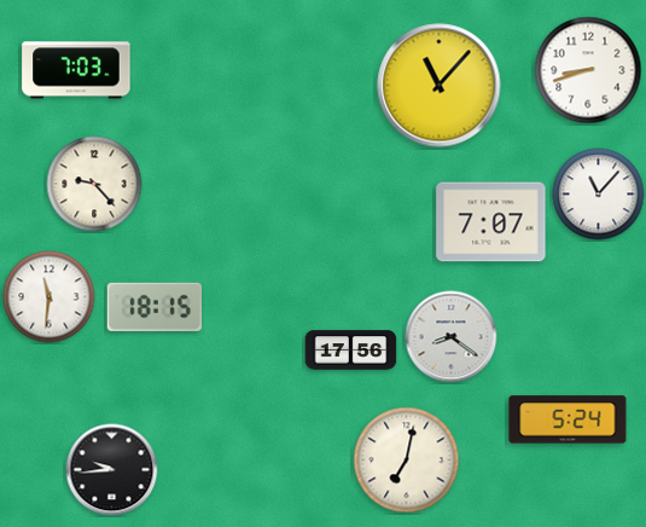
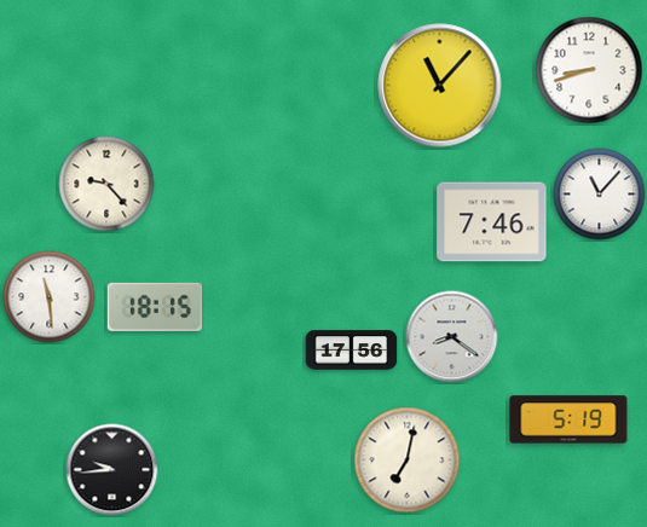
clock at (76, 70): 7:03 -> none
clock at (94, 184) position: (94, 184) -> (106, 184)
clock at (491, 222): 7:07 -> 7:46
clock at (50, 297): 11:31 -> 11:29
clock at (568, 419): 5:24 -> 5:19
